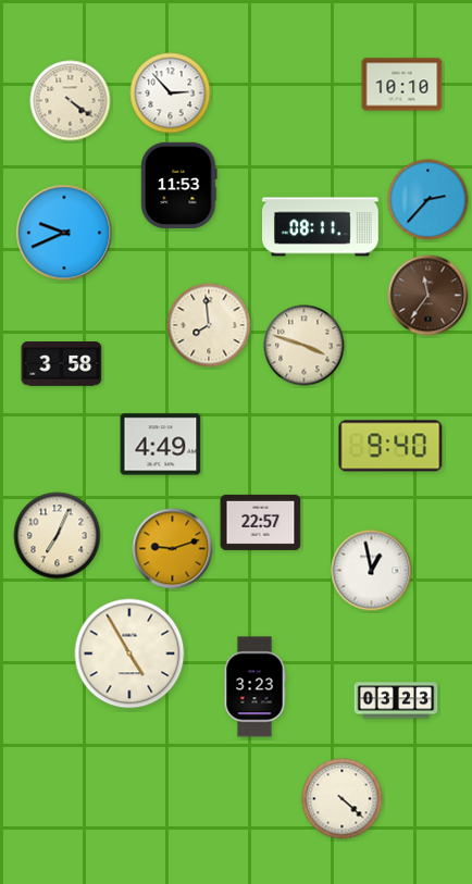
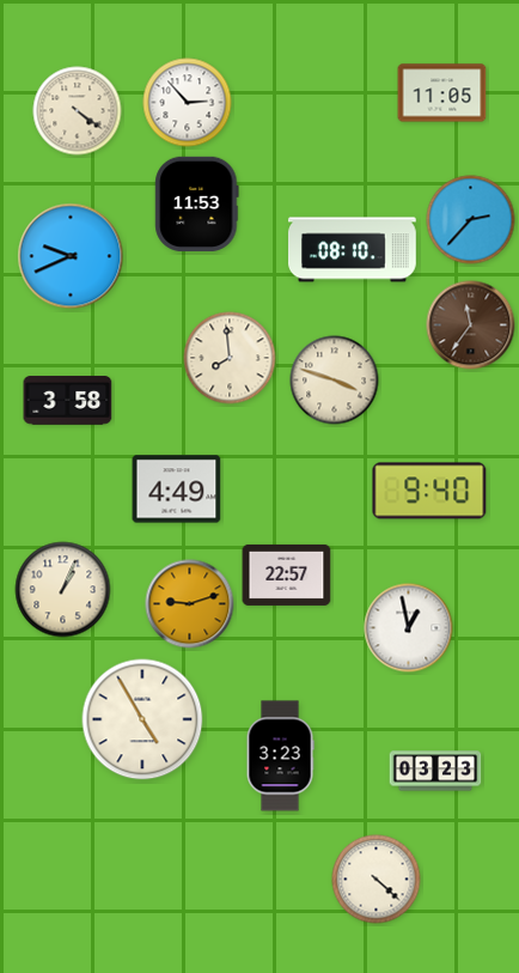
clock at (402, 85): 10:10 -> 11:05
clock at (321, 227): 08:11 -> 08:10
clock at (58, 536): 7:04 -> 1:04
